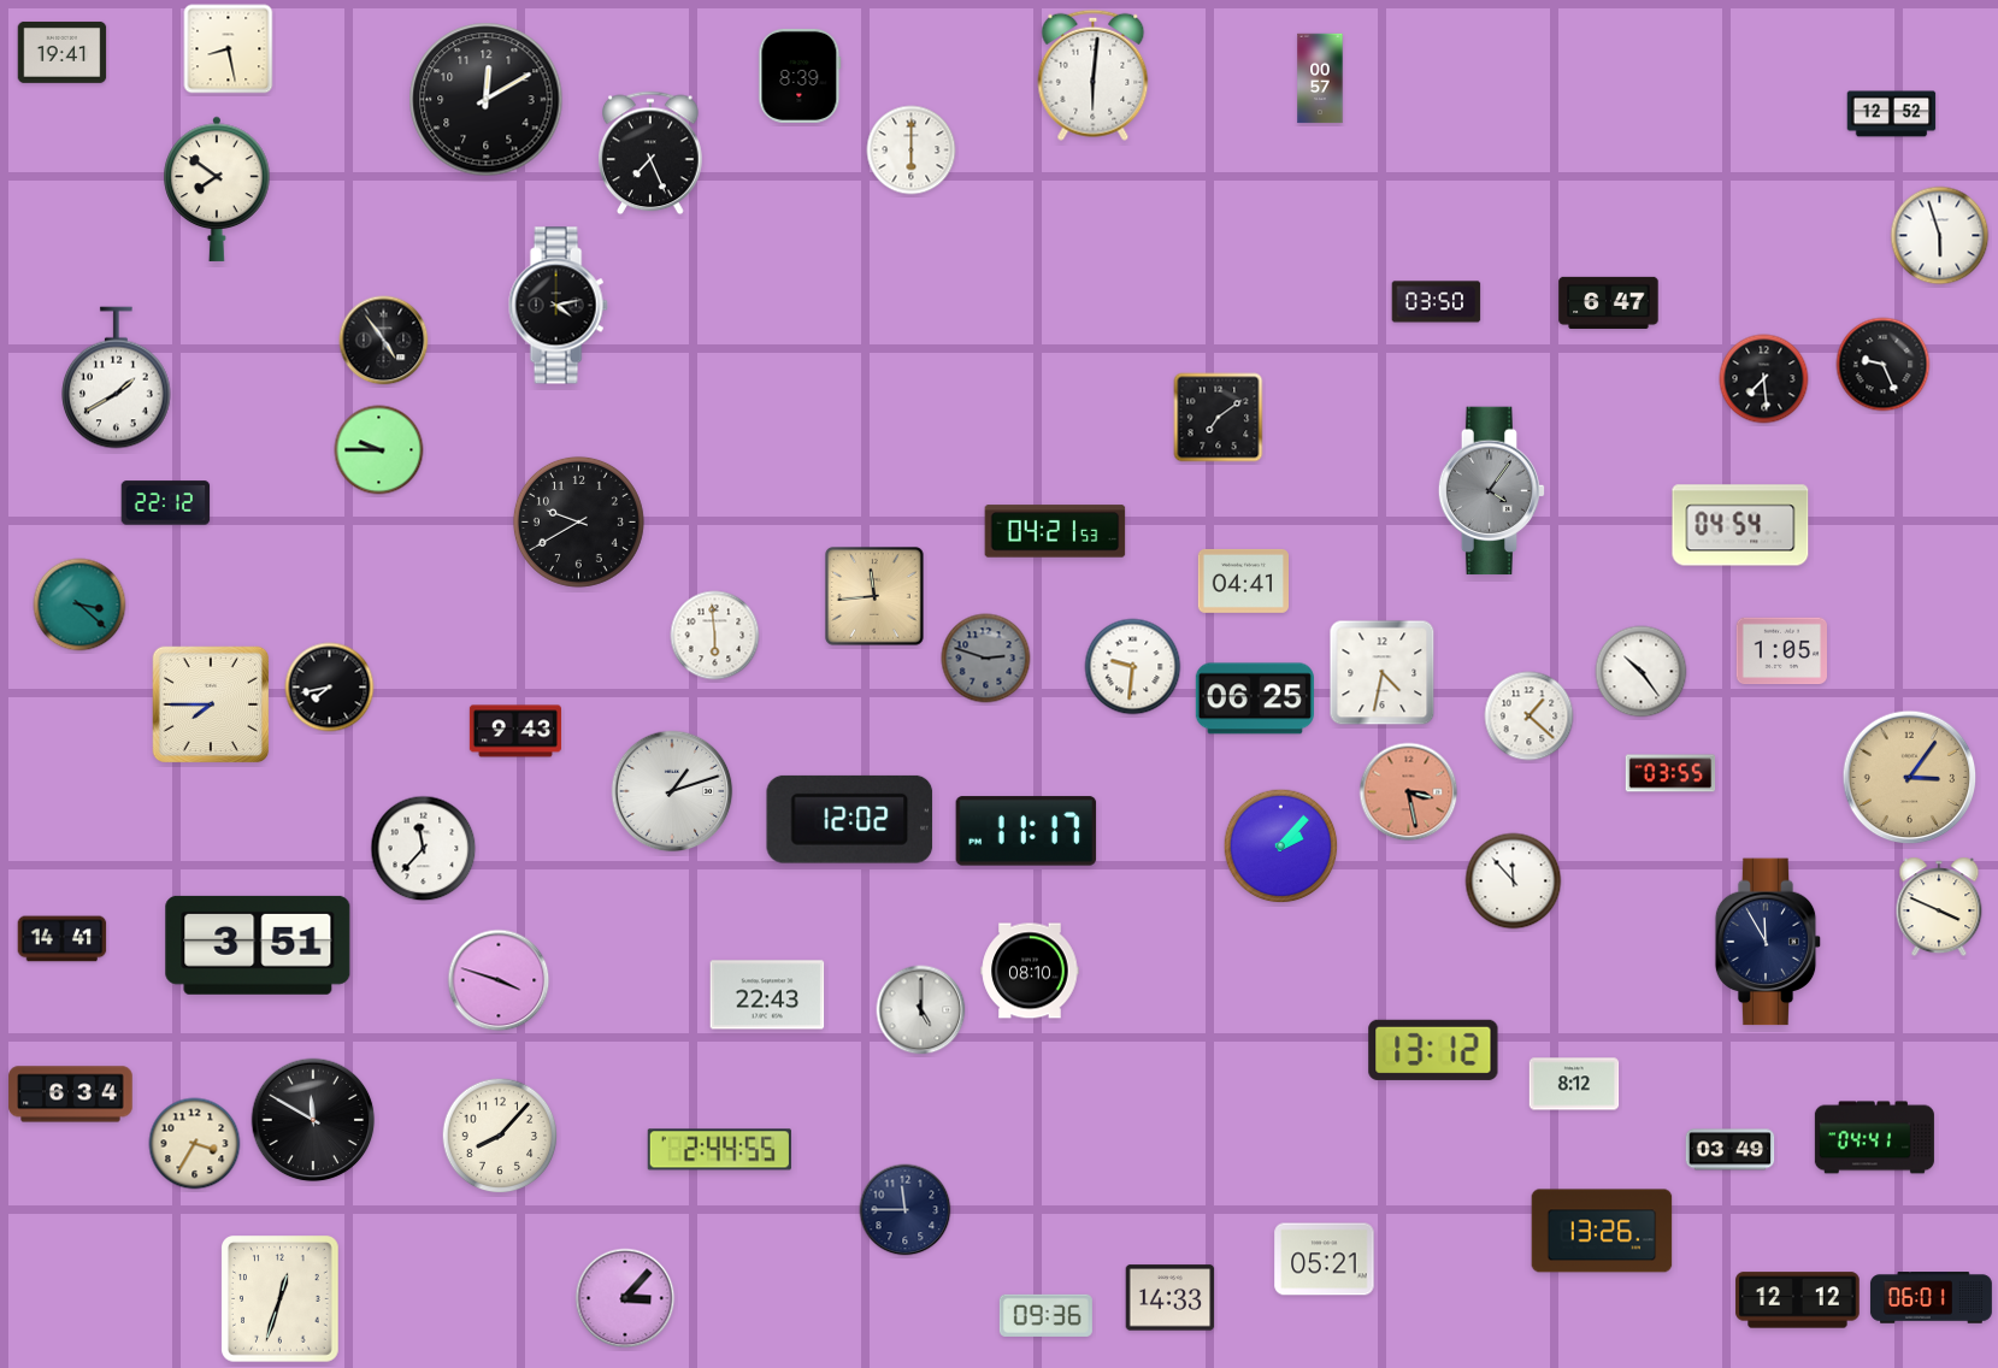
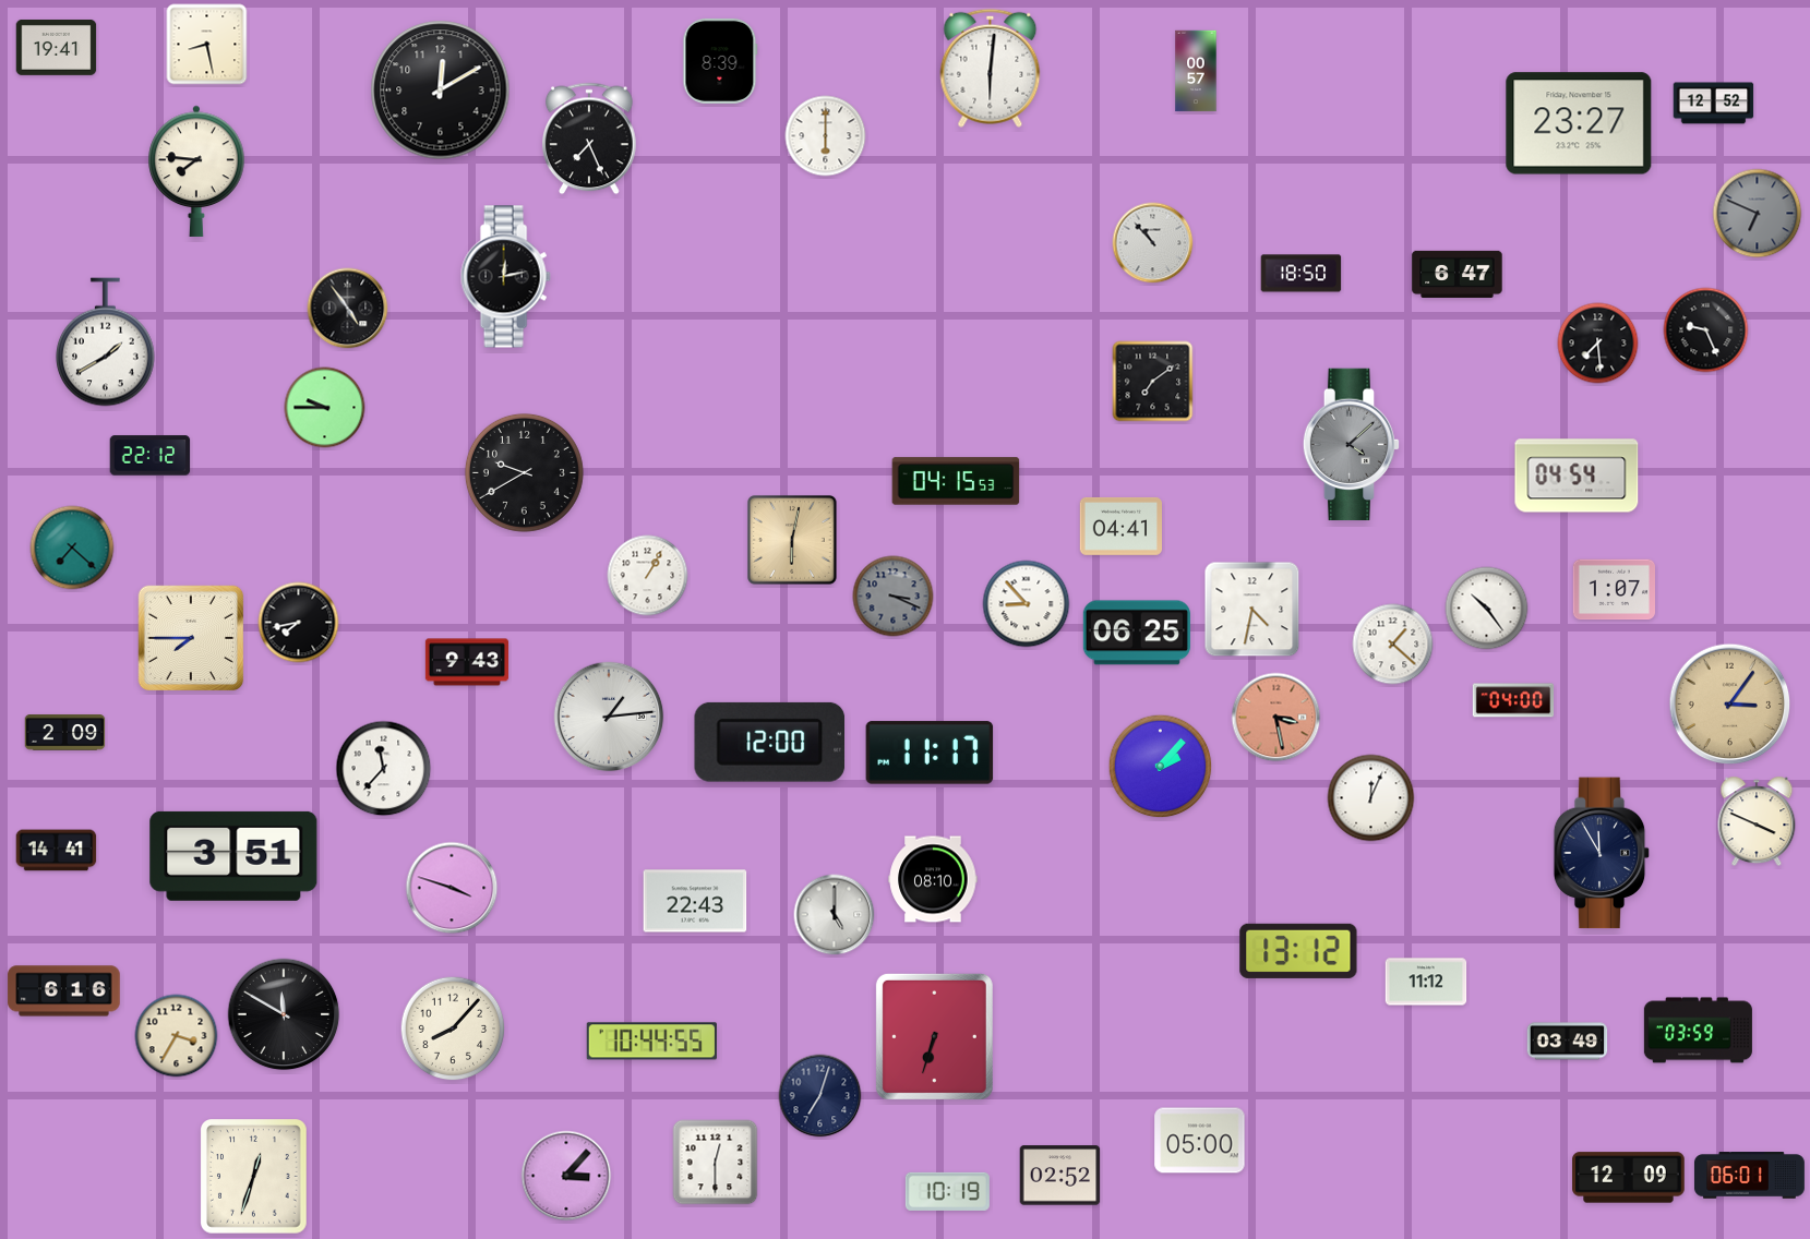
clock at (800, 76) position: (800, 76) -> (720, 61)
clock at (1579, 123): none -> 23:27
clock at (217, 189): 7:51 -> 7:46
clock at (1940, 236): 5:57 -> 6:49
clock at (1940, 236) dial: white -> grey
clock at (1153, 243): none -> 10:53
clock at (1437, 302): 03:50 -> 18:50
clock at (558, 306): 4:13 -> 12:13
clock at (1219, 418) position: (1219, 418) -> (1153, 382)
clock at (379, 450) position: (379, 450) -> (325, 408)
clock at (1492, 491): 4:06 -> 4:08
clock at (1055, 531): 04:21 -> 04:15
clock at (1243, 580) position: (1243, 580) -> (1120, 526)
clock at (876, 597): 11:44 -> 6:02
clock at (79, 605): 3:22 -> 7:22
clock at (715, 636): 5:59 -> 1:05
clock at (1781, 651): 1:05 -> 1:07
clock at (986, 659): 2:48 -> 3:19
clock at (1133, 667): 9:31 -> 8:53
clock at (1530, 717) position: (1530, 717) -> (1393, 645)
clock at (1670, 773): 03:55 -> 04:00
clock at (672, 791): 1:12 -> 1:14
clock at (65, 733): none -> 2:09
clock at (849, 819): 12:02 -> 12:00
clock at (1514, 881): 11:53 -> 12:04
clock at (1574, 1084): 8:12 -> 11:12
clock at (71, 1095): 6:34 -> 6:16
clock at (1874, 1138): 04:41 -> 03:59
clock at (934, 1036): none -> 6:33
clock at (719, 1150): 2:44 -> 10:44
clock at (906, 1210): 11:45 -> 7:03
clock at (1602, 1231): 13:26 -> none
clock at (1325, 1260): 05:21 -> 05:00
clock at (716, 1163): none -> 12:30
clock at (1171, 1298): 14:33 -> 02:52
clock at (1798, 1301): 12:12 -> 12:09
clock at (1045, 1315): 09:36 -> 10:19
